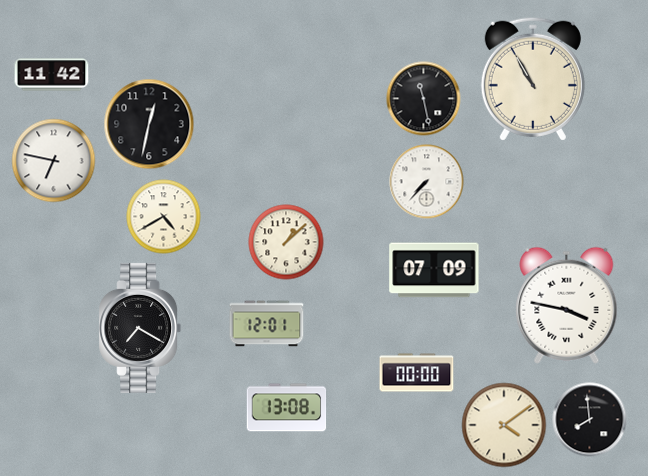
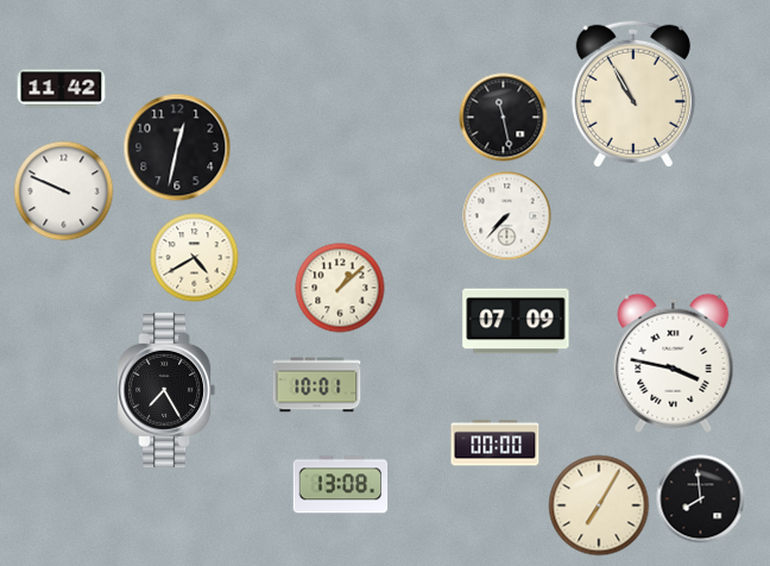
clock at (54, 161): 6:47 -> 9:49
clock at (267, 324): 12:01 -> 10:01
clock at (140, 328): 7:20 -> 7:25
clock at (504, 425): 4:09 -> 7:05
